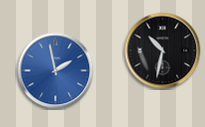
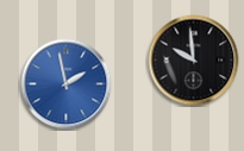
clock at (163, 51): 10:32 -> 9:59
